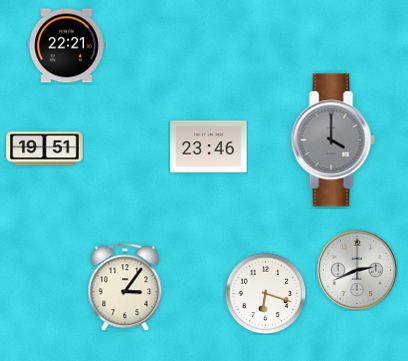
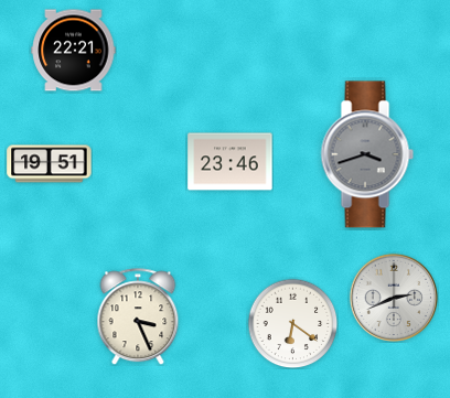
clock at (333, 140): 4:00 -> 3:42
clock at (125, 287): 3:06 -> 3:26
clock at (265, 293): 6:18 -> 6:21
